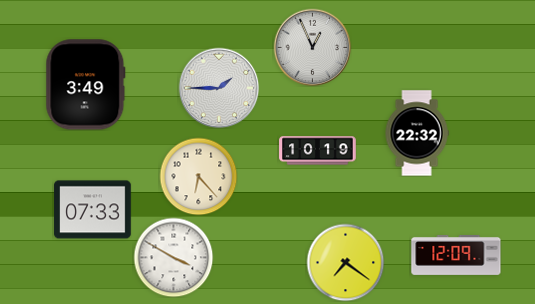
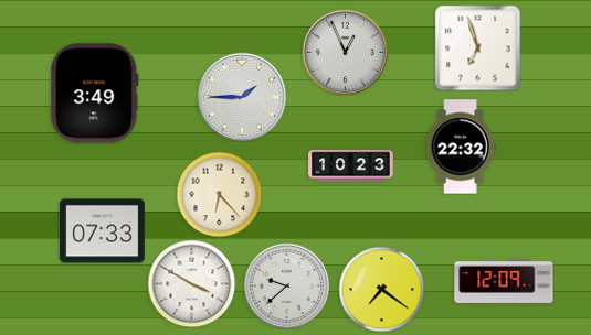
clock at (477, 47): none -> 6:57
clock at (318, 151): 10:19 -> 10:23
clock at (286, 285): none -> 9:38
